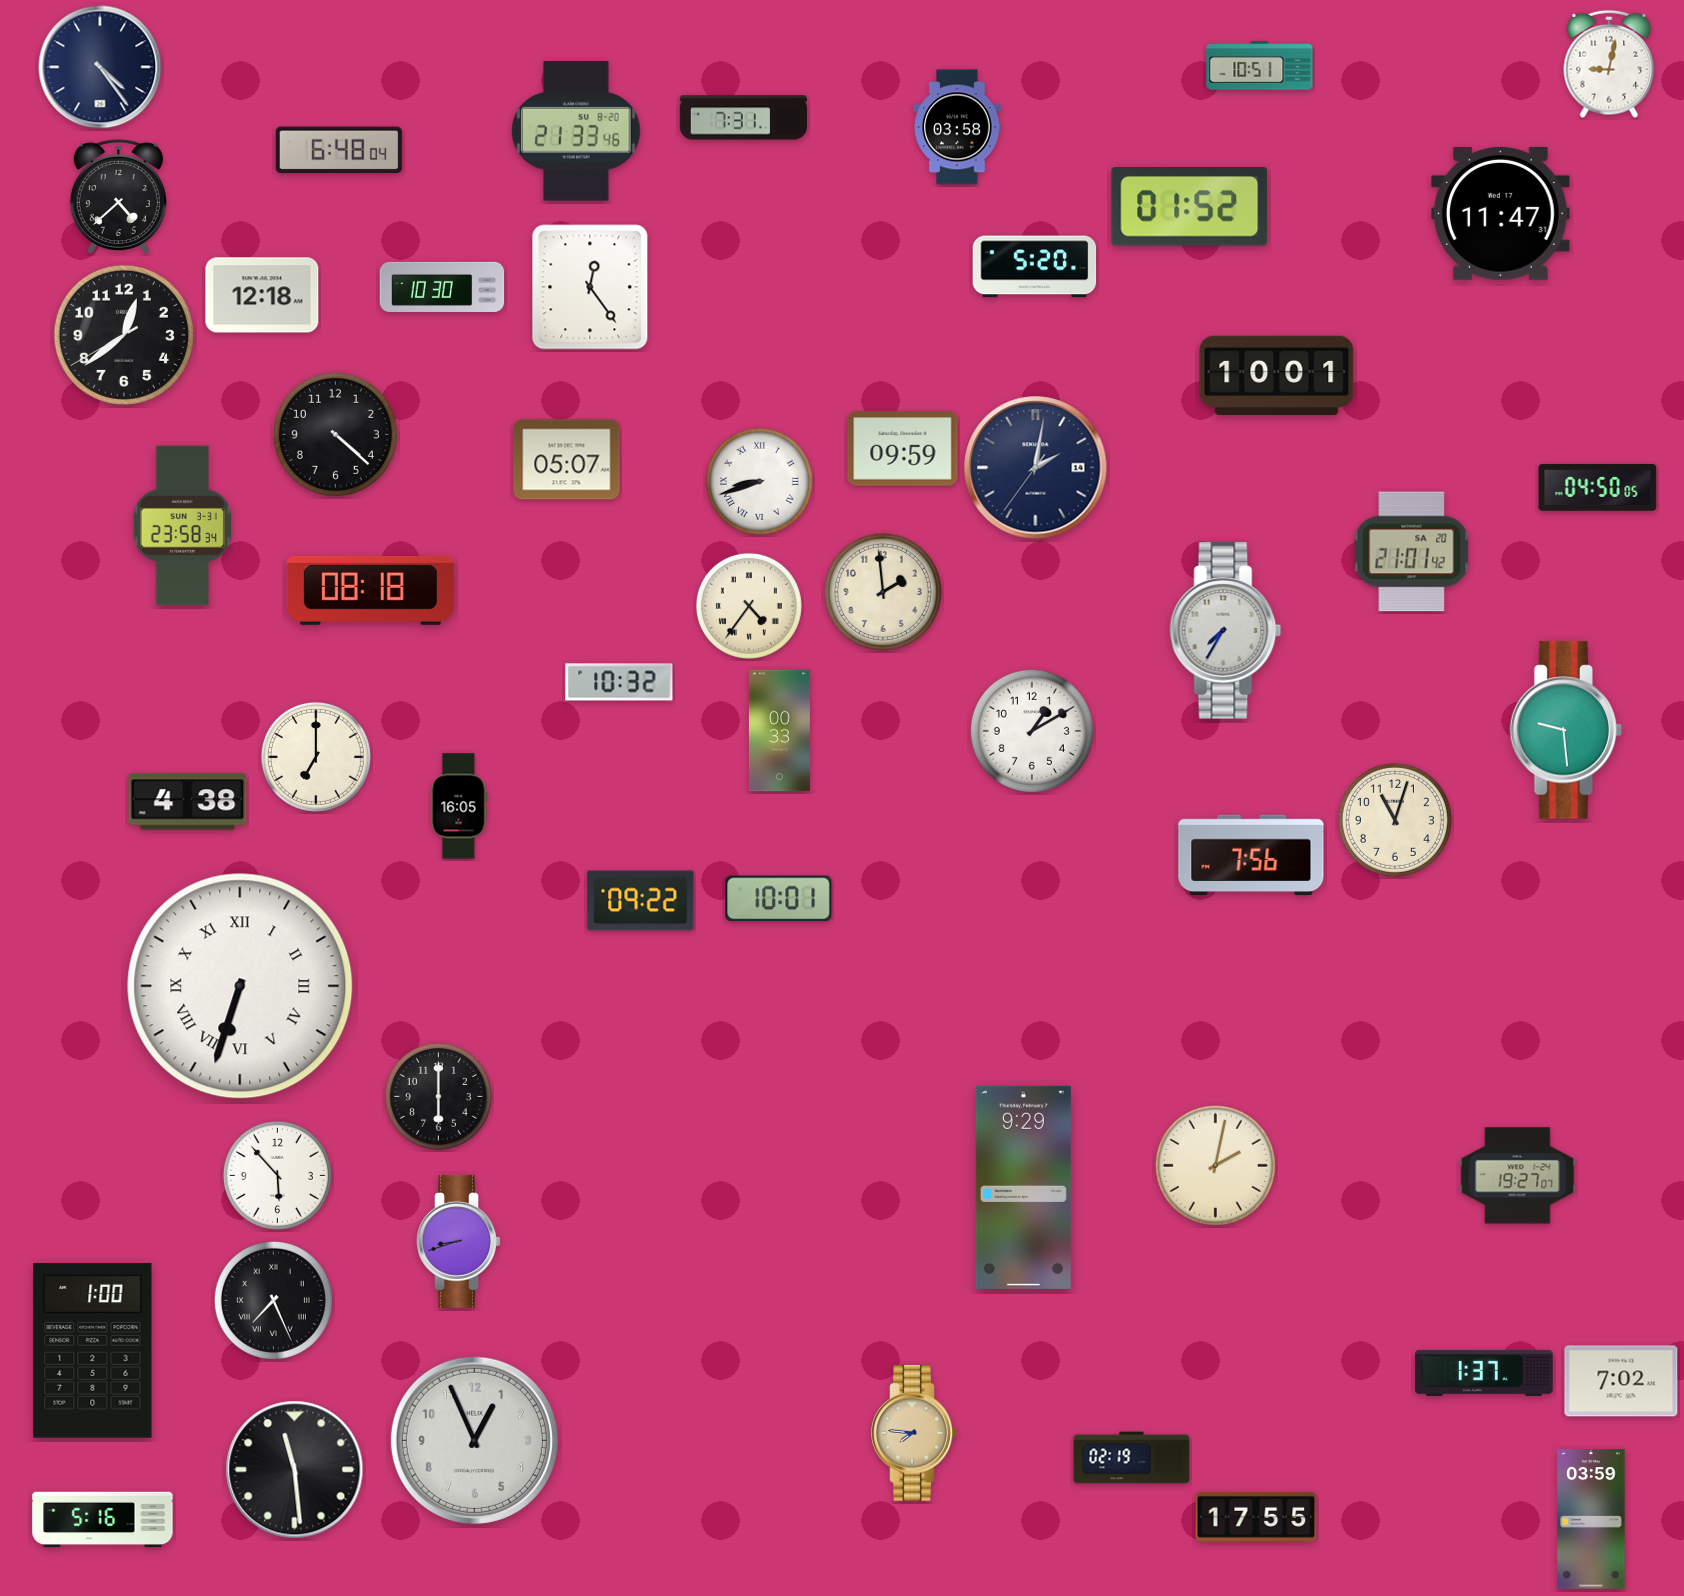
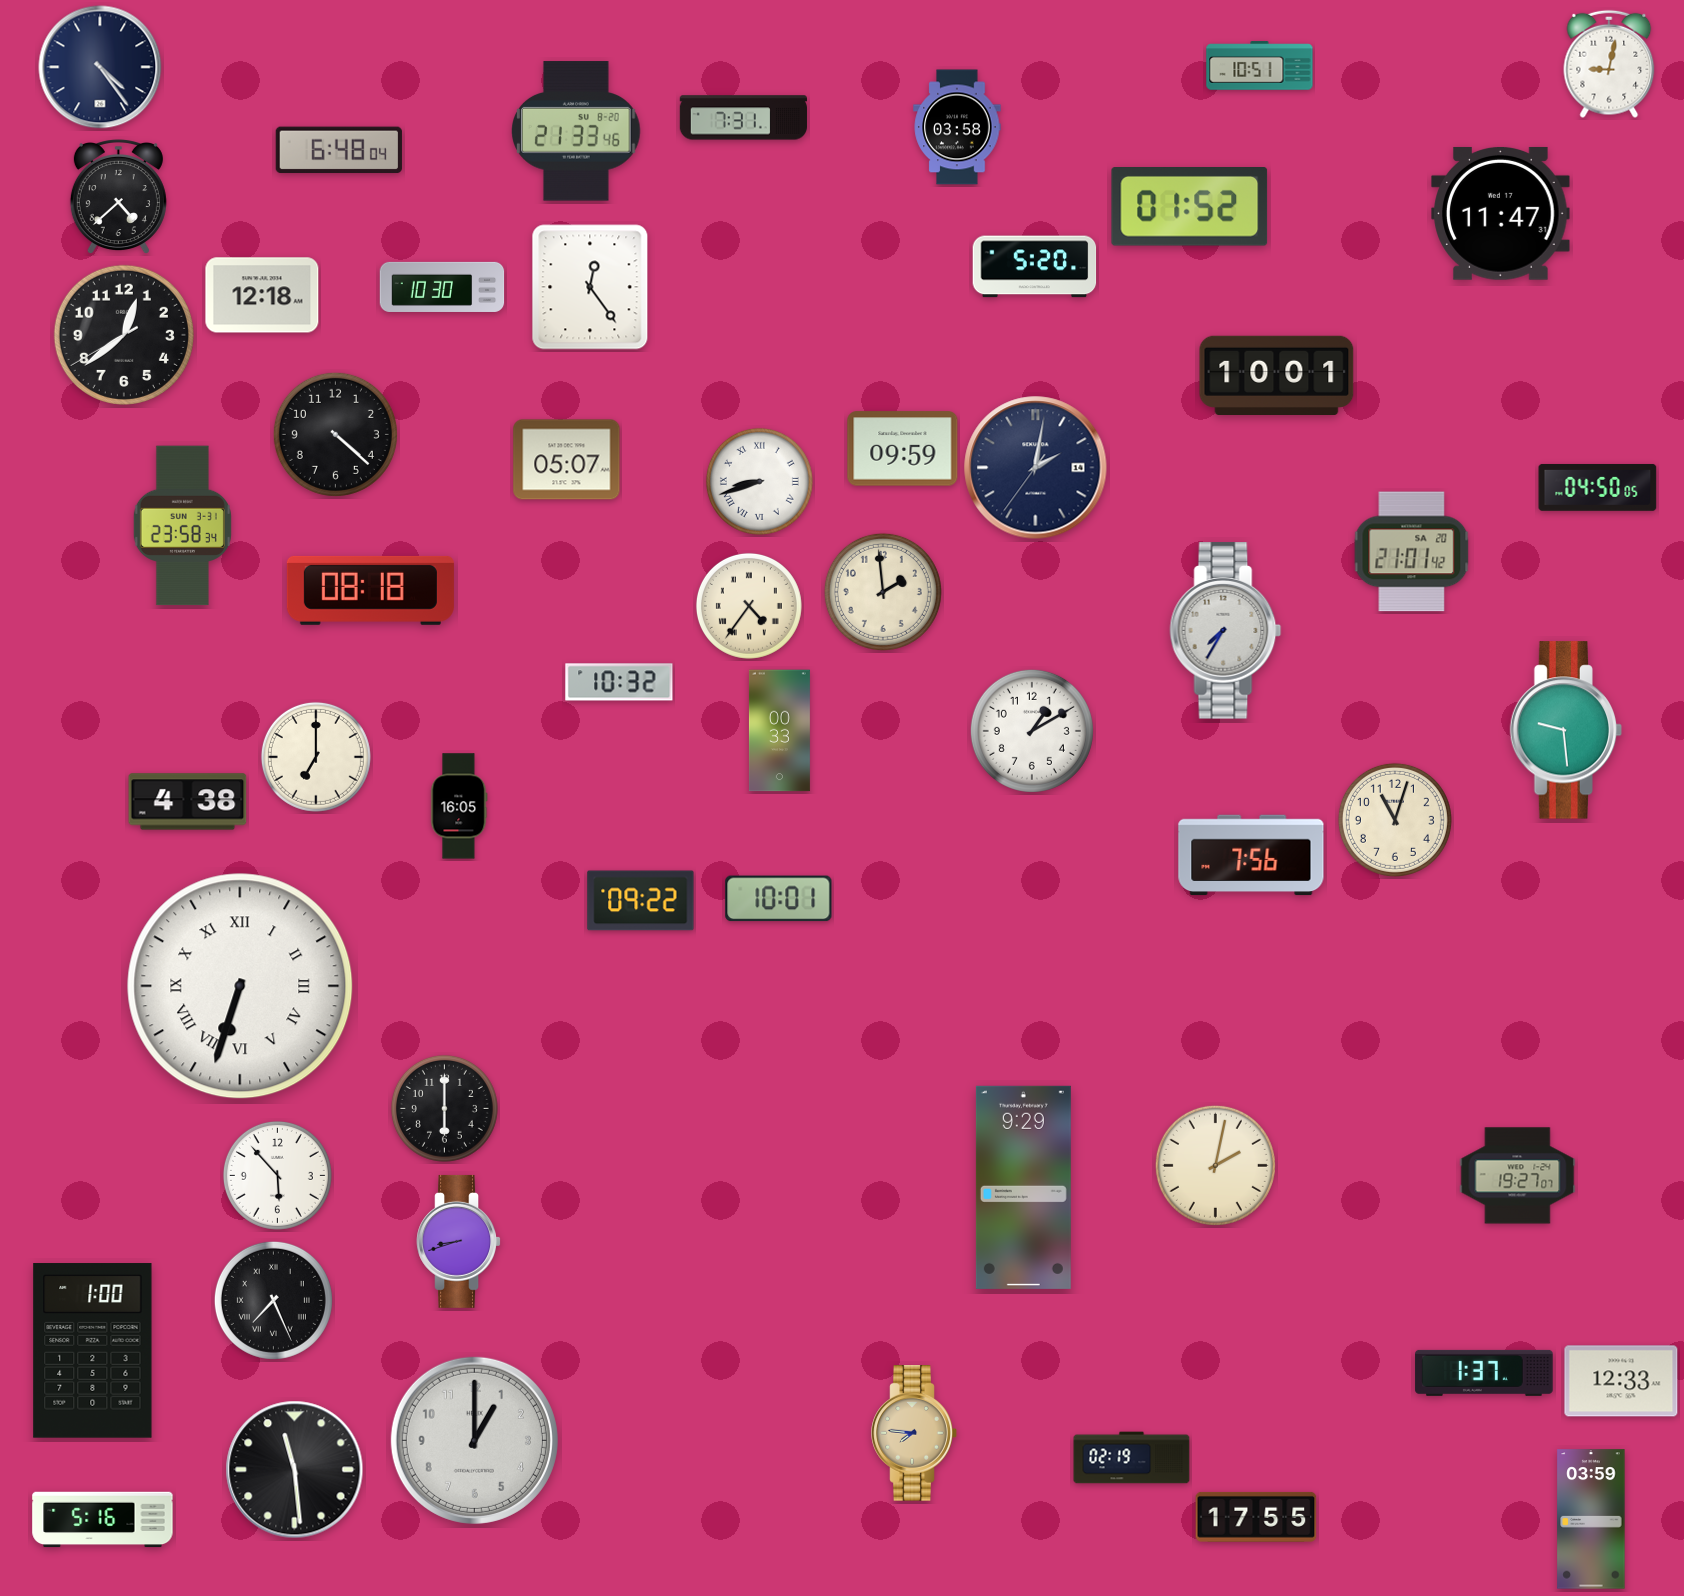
clock at (438, 1096) position: (438, 1096) -> (444, 1108)
clock at (1621, 1381): 7:02 -> 12:33
clock at (474, 1440): 12:56 -> 1:00
